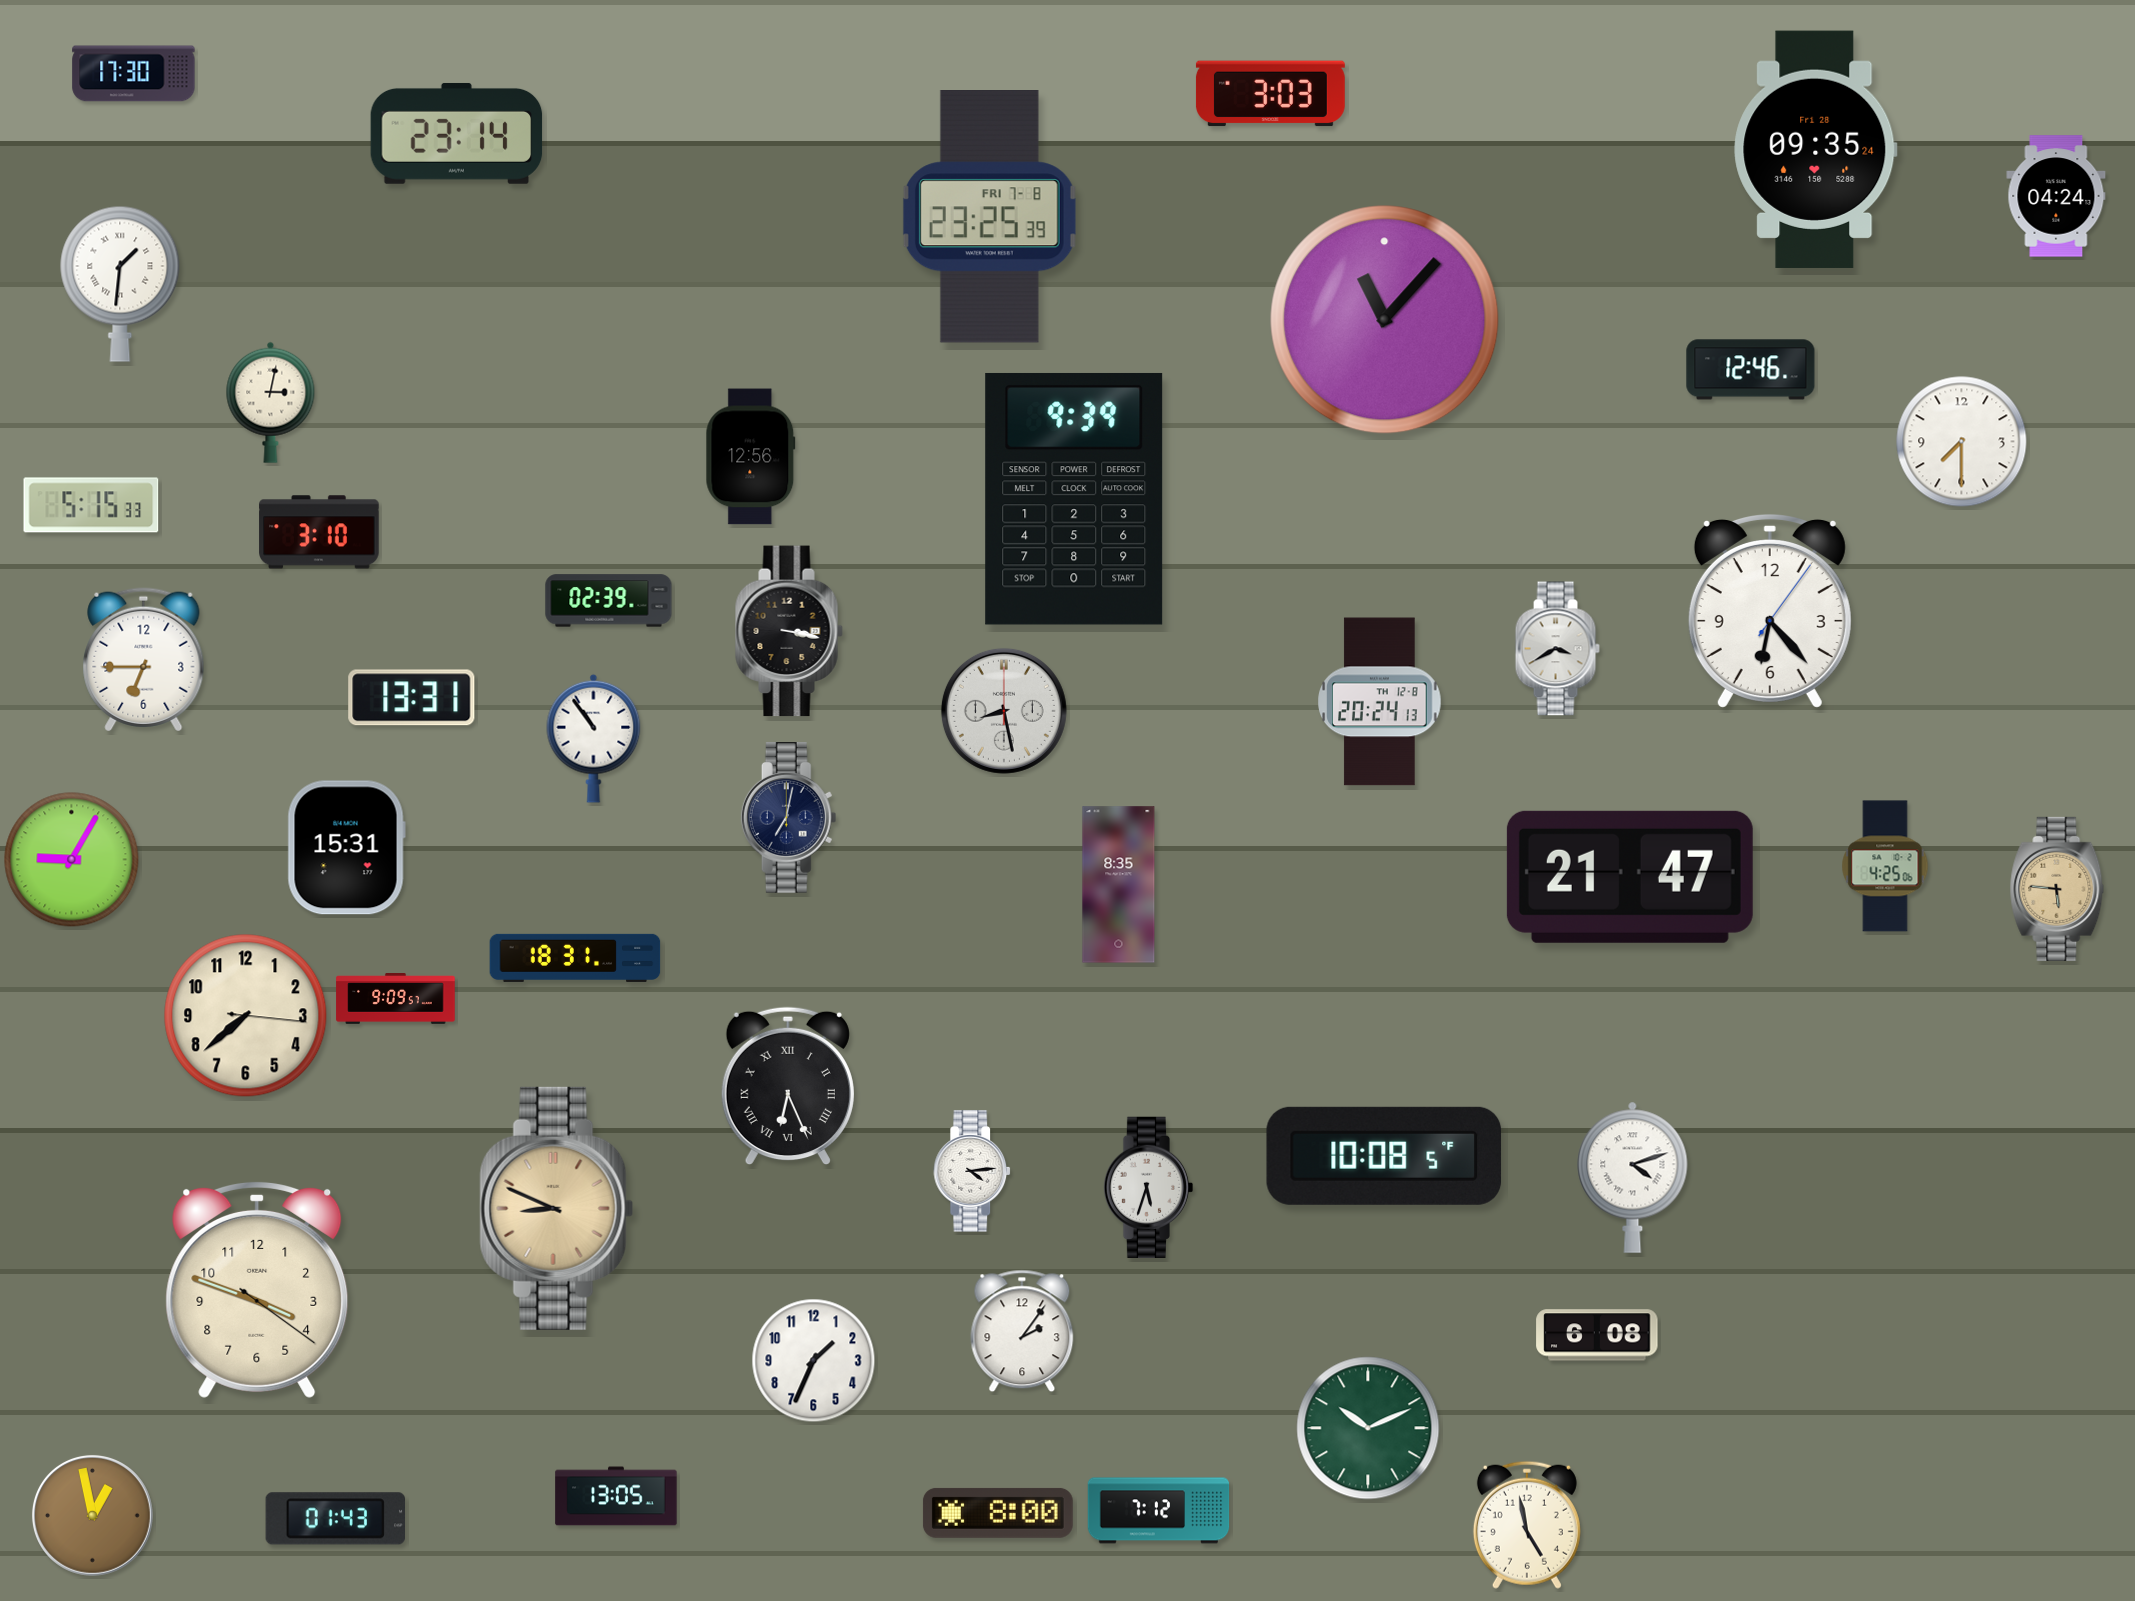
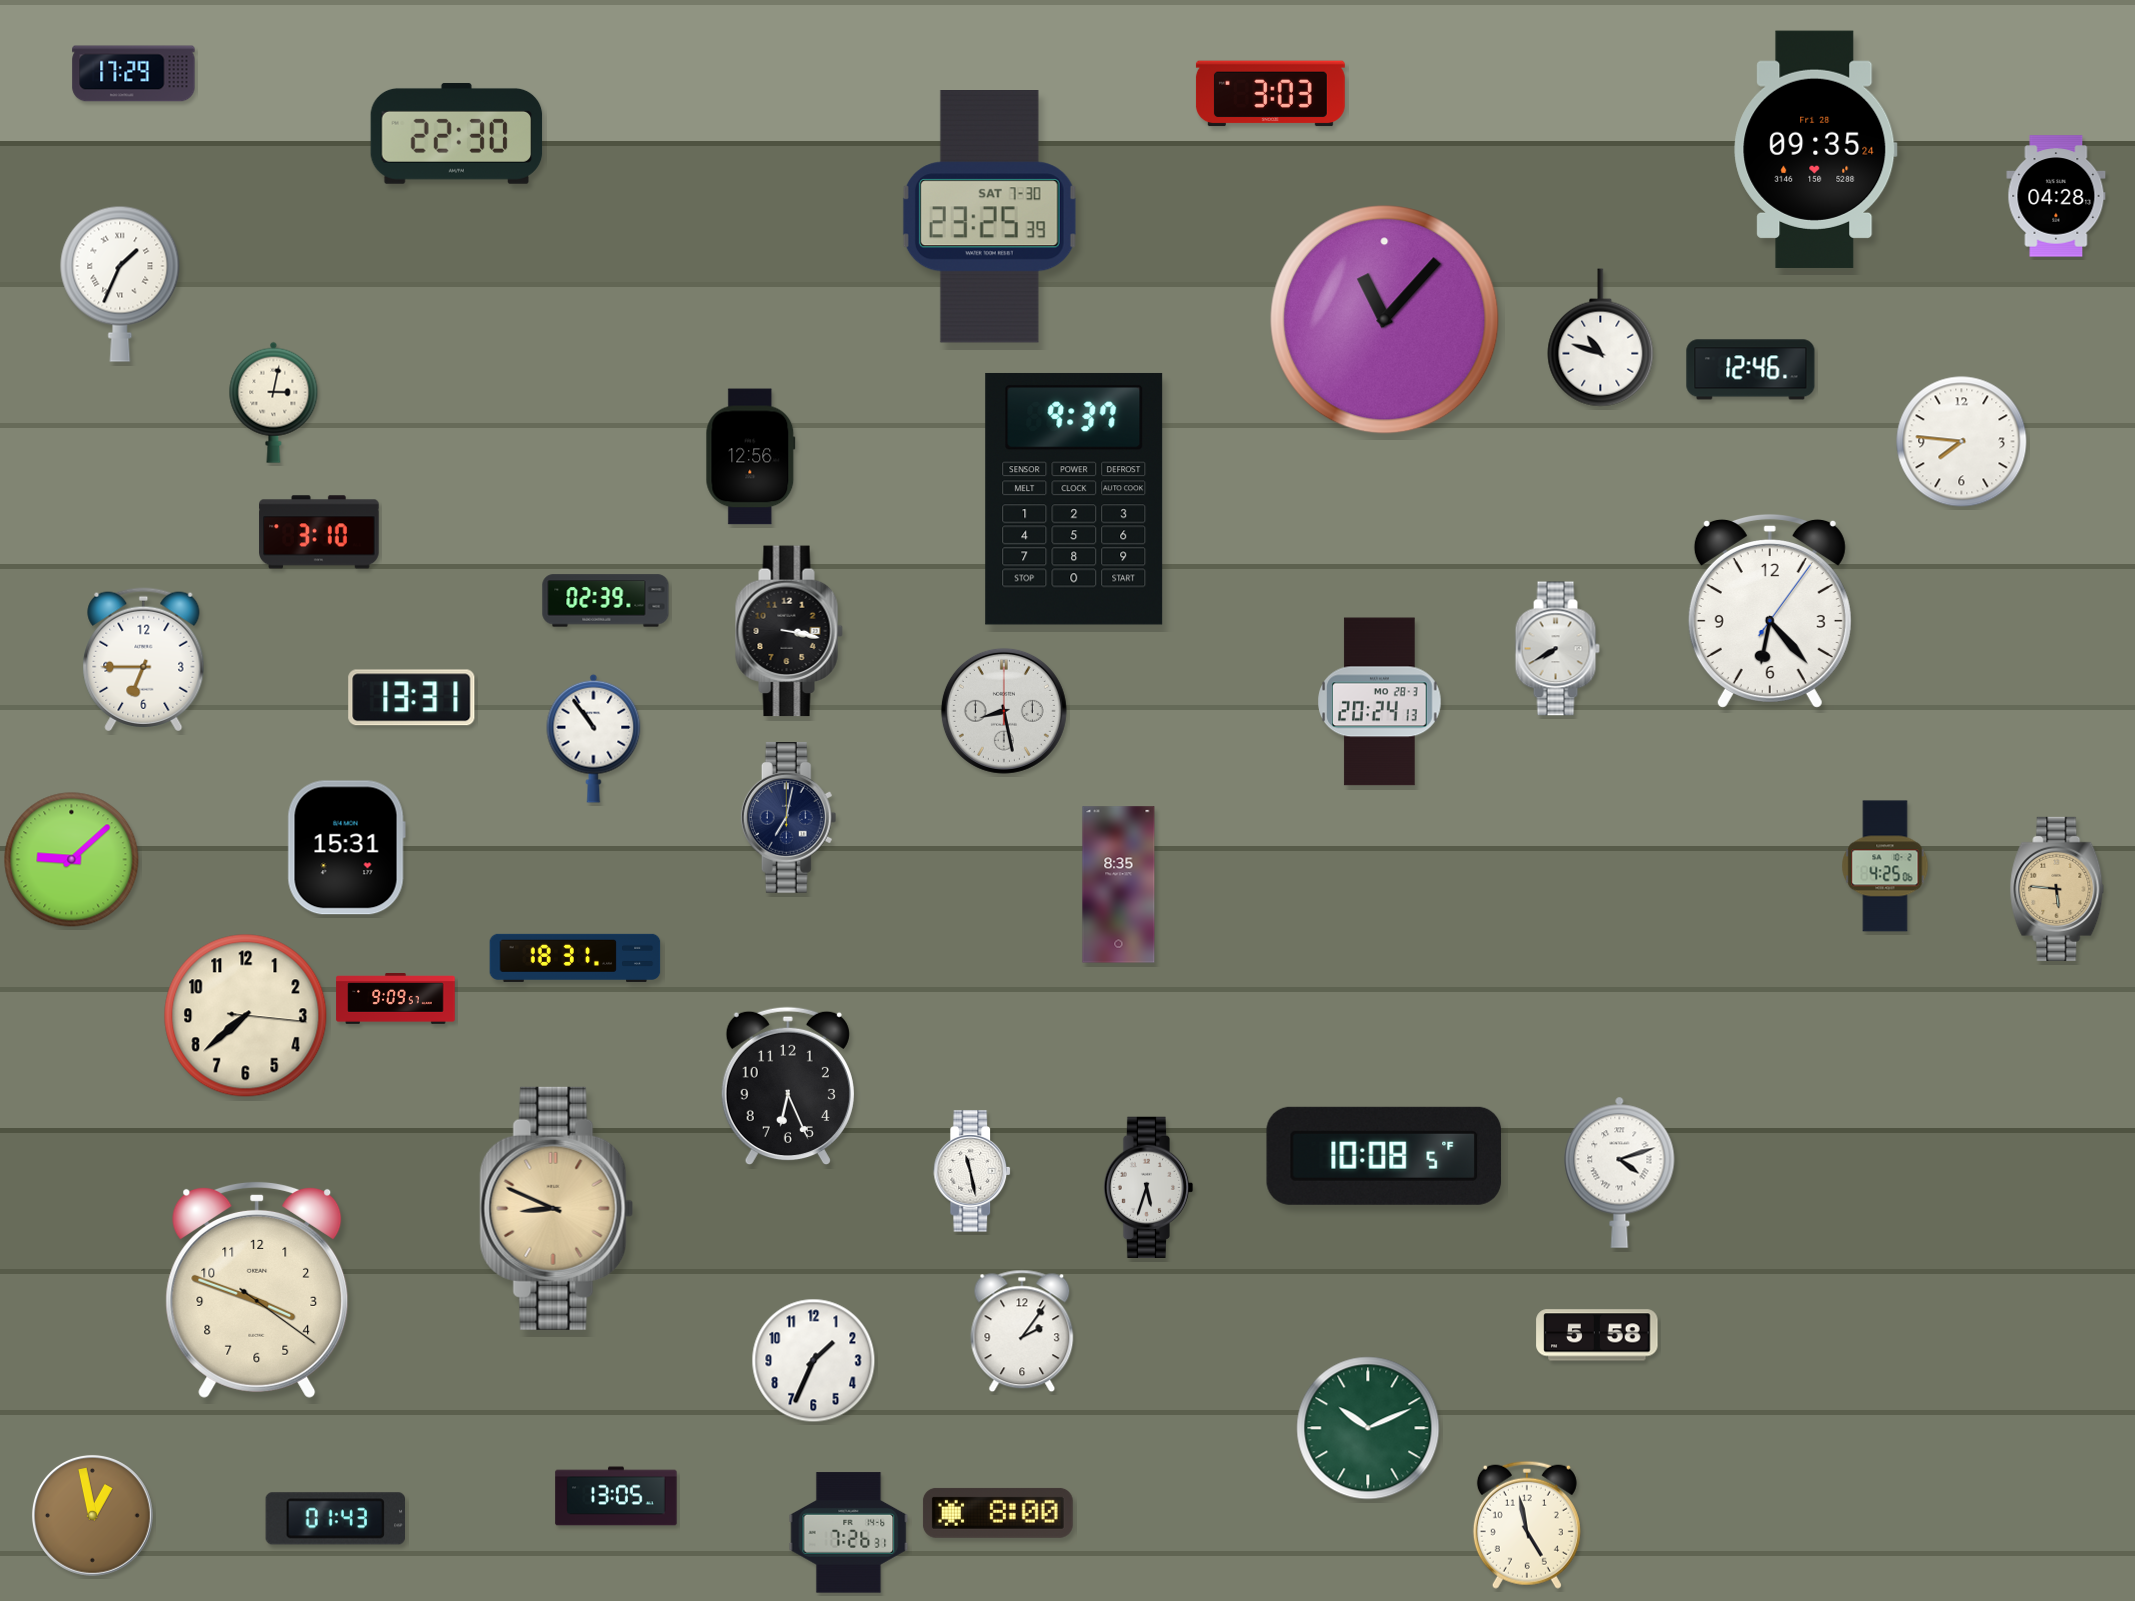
clock at (134, 74): 17:30 -> 17:29
clock at (457, 133): 23:14 -> 22:30
clock at (2056, 196): 04:24 -> 04:28
clock at (989, 217) date: FRI 7-8 -> SAT 7-30
clock at (120, 284): 1:31 -> 1:34
clock at (1601, 338): none -> 10:48
clock at (271, 402) position: (271, 402) -> (274, 402)
clock at (1962, 442): 7:30 -> 7:46
clock at (1074, 499): 9:39 -> 9:37
clock at (91, 505): 5:15 -> none
clock at (609, 601) position: (609, 601) -> (606, 601)
clock at (1557, 649): 3:40 -> 7:40
clock at (1380, 702) date: TH 12-8 -> MO 28-3
clock at (72, 860): 9:05 -> 9:08
clock at (1630, 877): 21:47 -> none
clock at (788, 1086) numerals: Roman -> Arabic
clock at (973, 1171): 4:14 -> 11:28
clock at (1633, 1177) position: (1633, 1177) -> (1620, 1172)
clock at (1597, 1335): 6:08 -> 5:58
clock at (1159, 1511): 7:12 -> none
clock at (849, 1533): none -> 7:26
